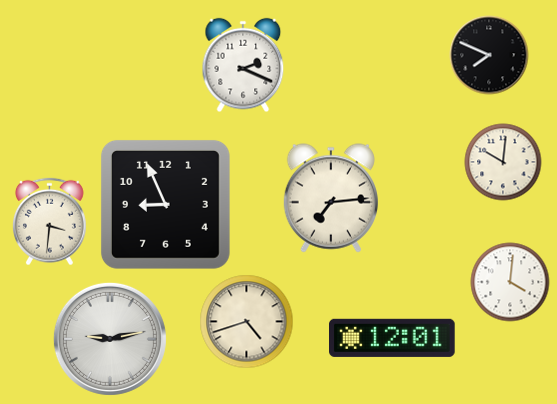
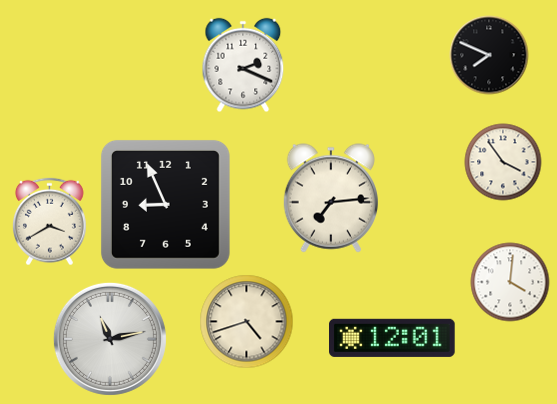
clock at (503, 162): 10:01 -> 3:54
clock at (49, 222): 3:31 -> 3:40
clock at (110, 339): 9:13 -> 11:13
